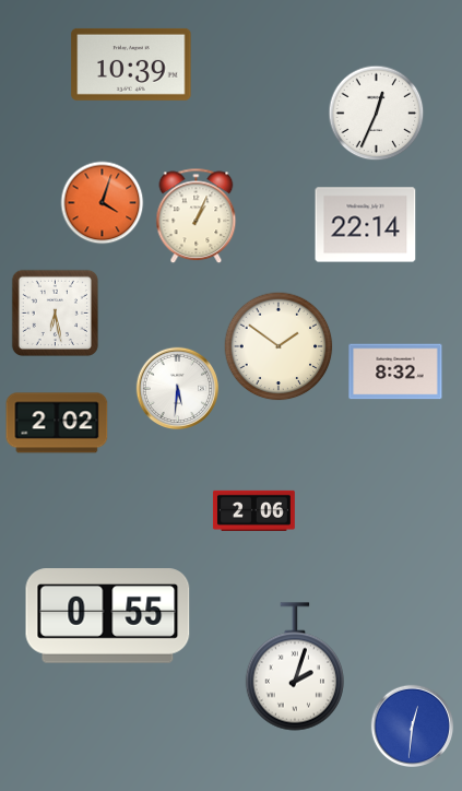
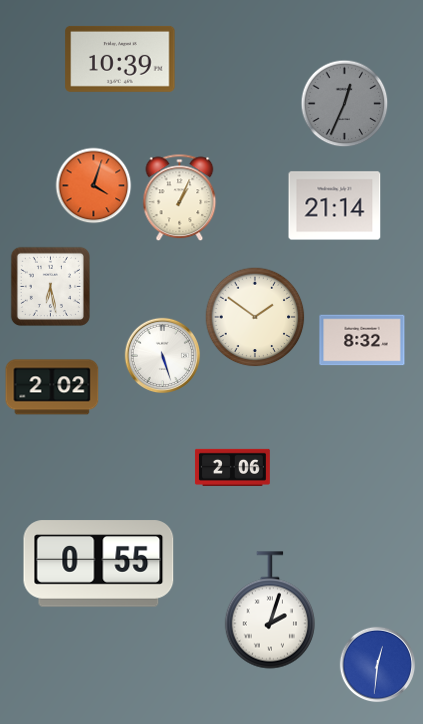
clock at (377, 114) dial: white -> grey
clock at (366, 225): 22:14 -> 21:14
clock at (178, 389): 5:31 -> 5:27
